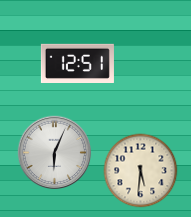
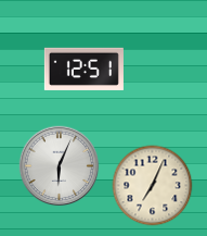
clock at (141, 171): 5:31 -> 7:04
